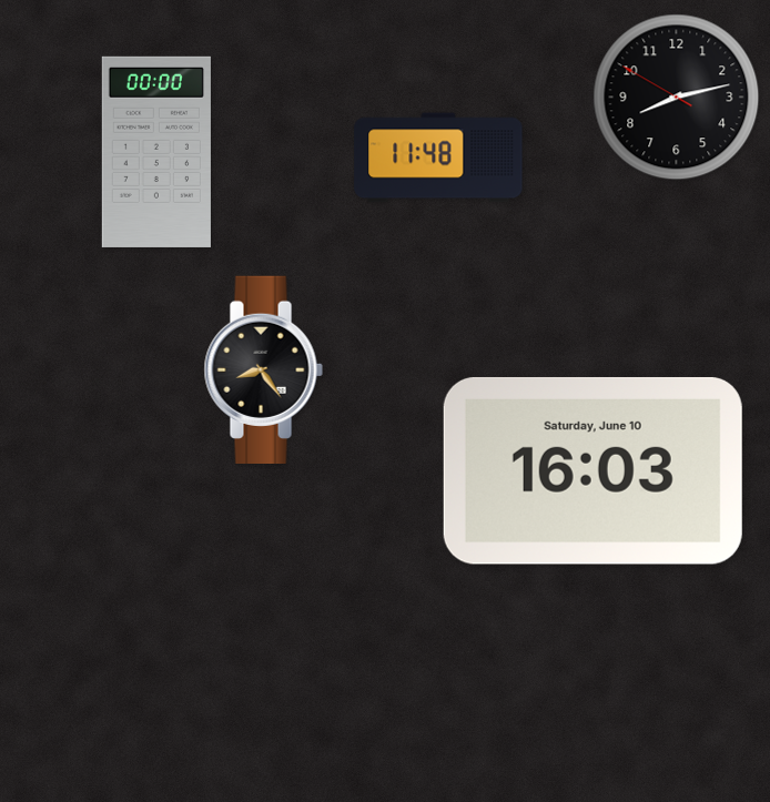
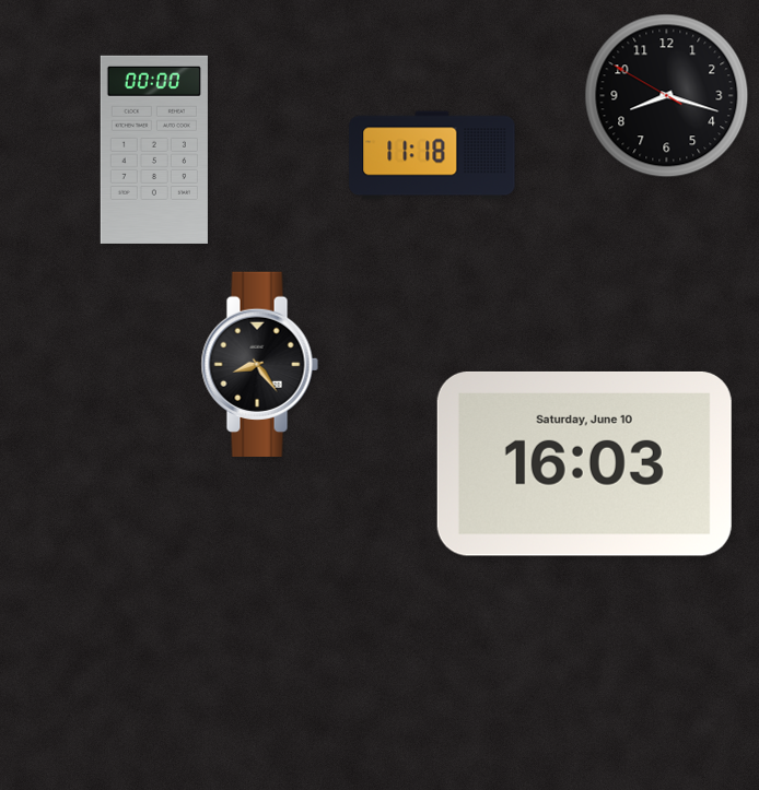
clock at (677, 98): 8:12 -> 8:17
clock at (438, 158): 11:48 -> 11:18
